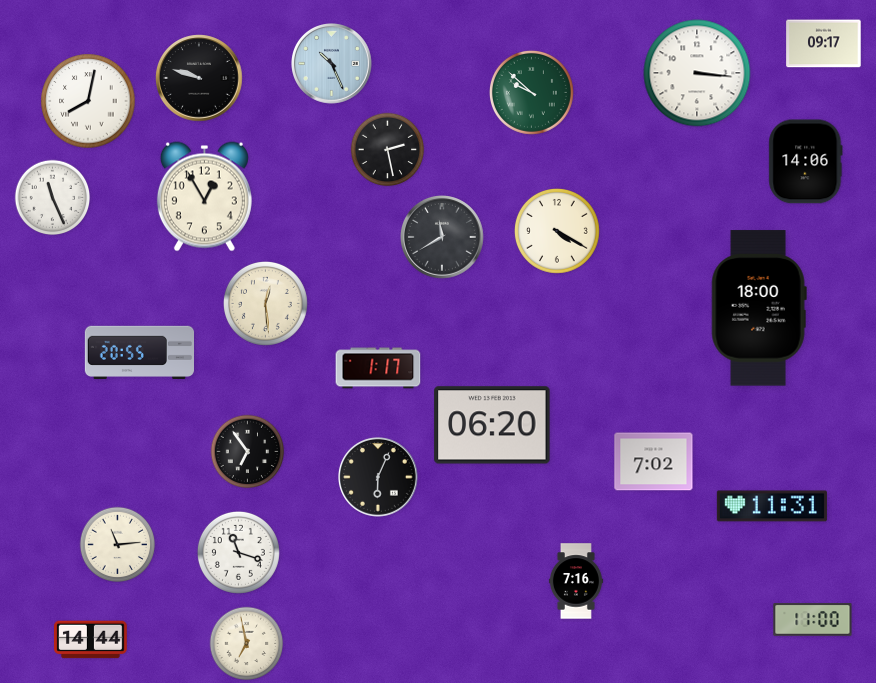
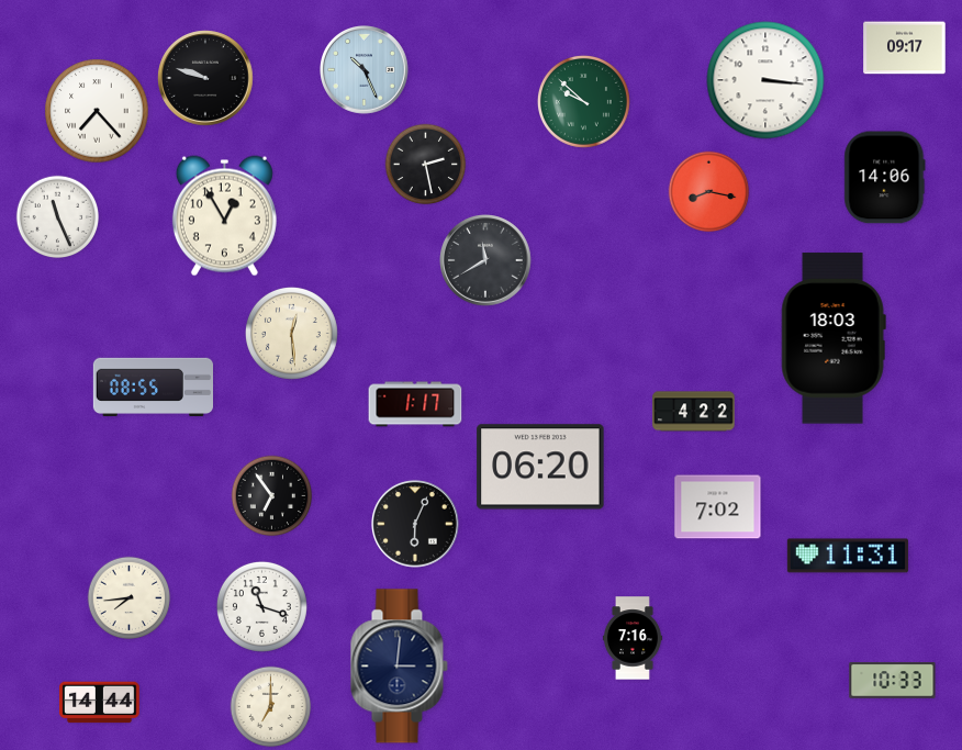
clock at (199, 78) position: (199, 78) -> (205, 78)
clock at (88, 101): 8:02 -> 7:23
clock at (709, 192): none -> 8:17
clock at (557, 231): 4:20 -> none
clock at (759, 308): 18:00 -> 18:03
clock at (139, 352): 20:55 -> 08:55
clock at (694, 412): none -> 4:22
clock at (118, 545): 11:14 -> 7:44
clock at (399, 667): none -> 3:01
clock at (813, 620): 11:00 -> 10:33
clock at (247, 644): 6:58 -> 7:00
